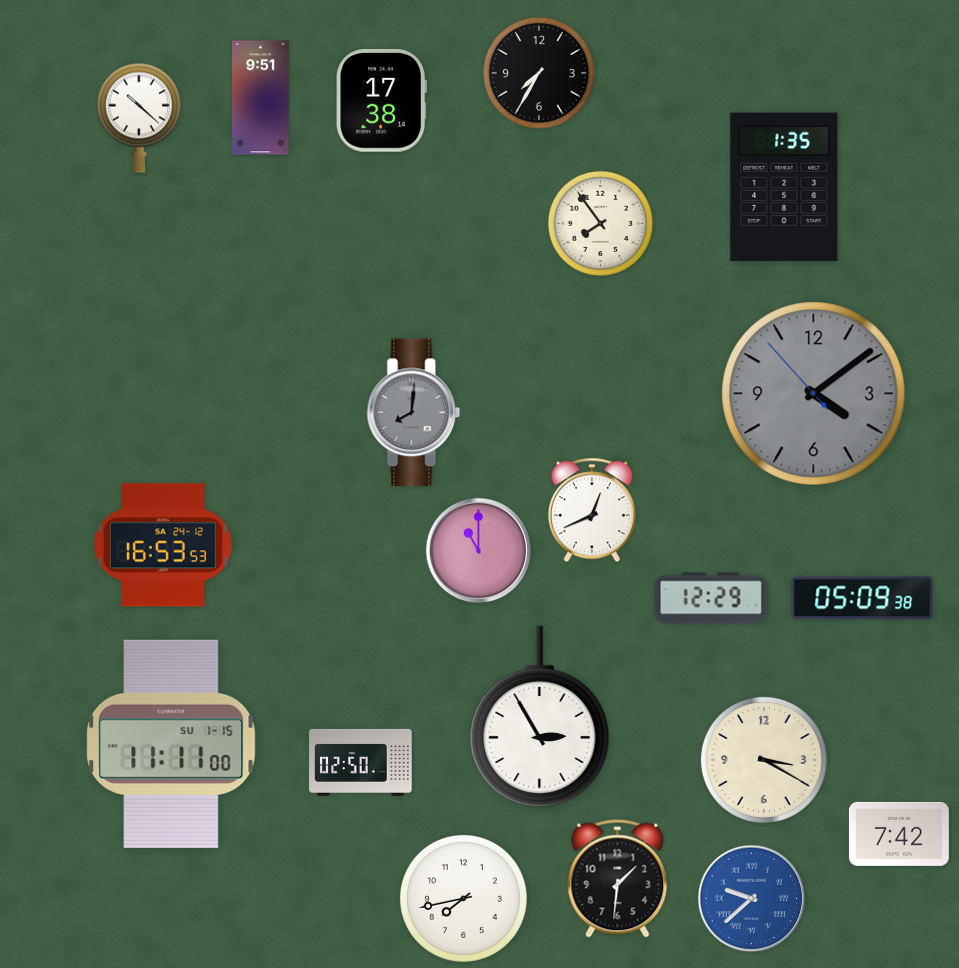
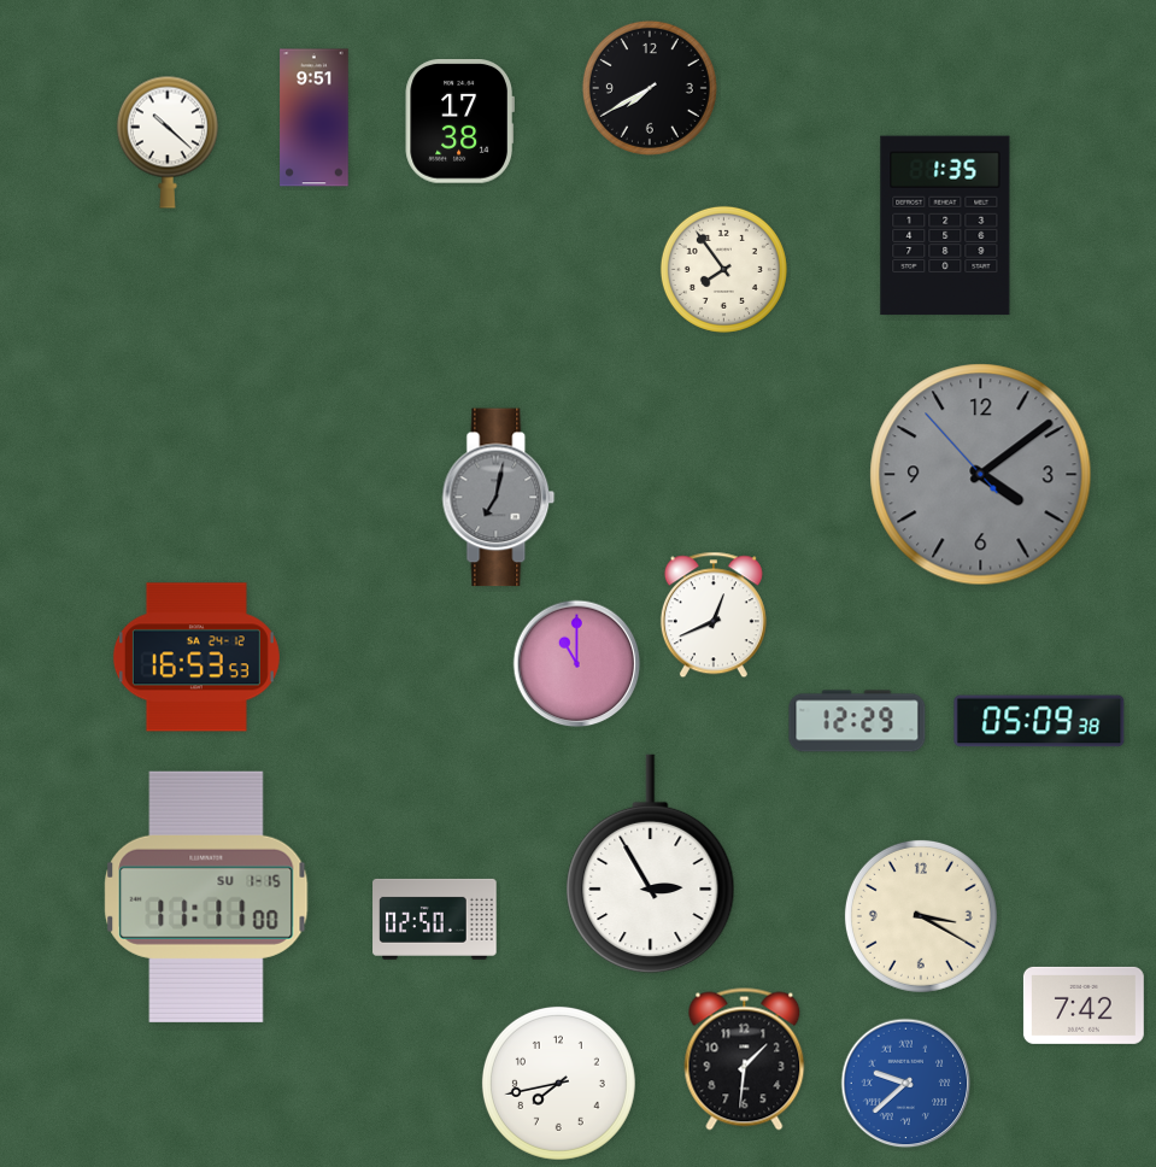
clock at (539, 73): 7:35 -> 7:40
clock at (414, 413): 8:01 -> 7:02
